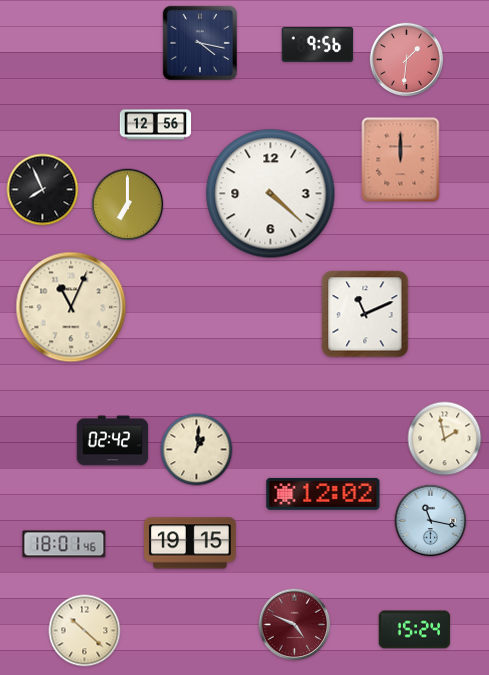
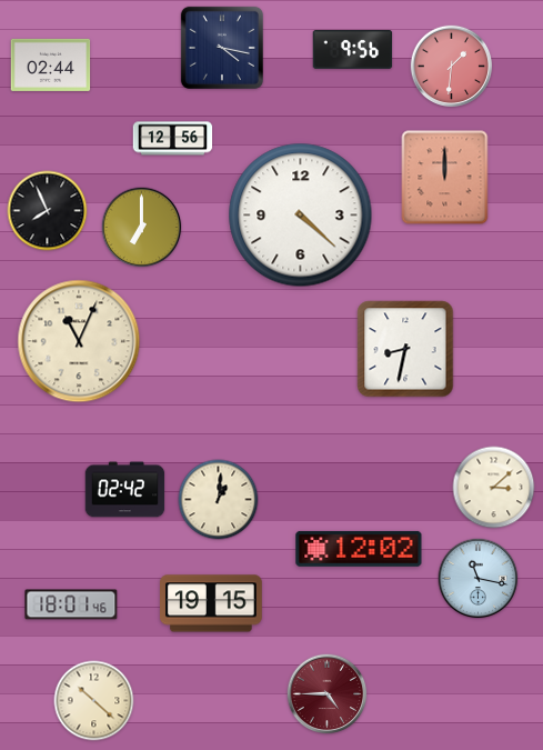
clock at (51, 64): none -> 02:44
clock at (365, 314): 11:11 -> 8:32
clock at (445, 439): 1:58 -> 3:08
clock at (295, 625): 4:49 -> 4:45
clock at (415, 630): 15:24 -> none
